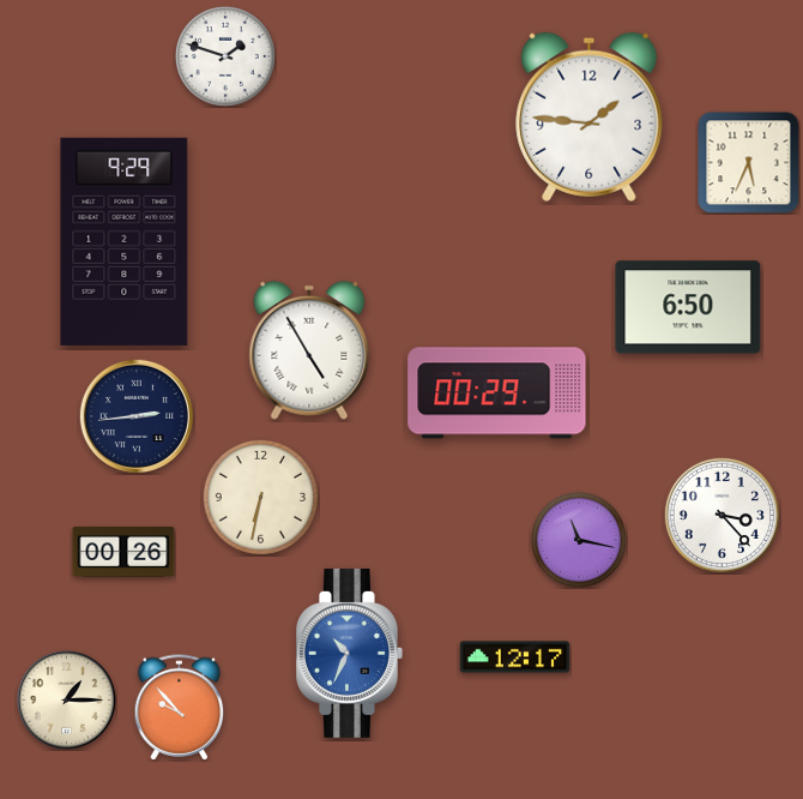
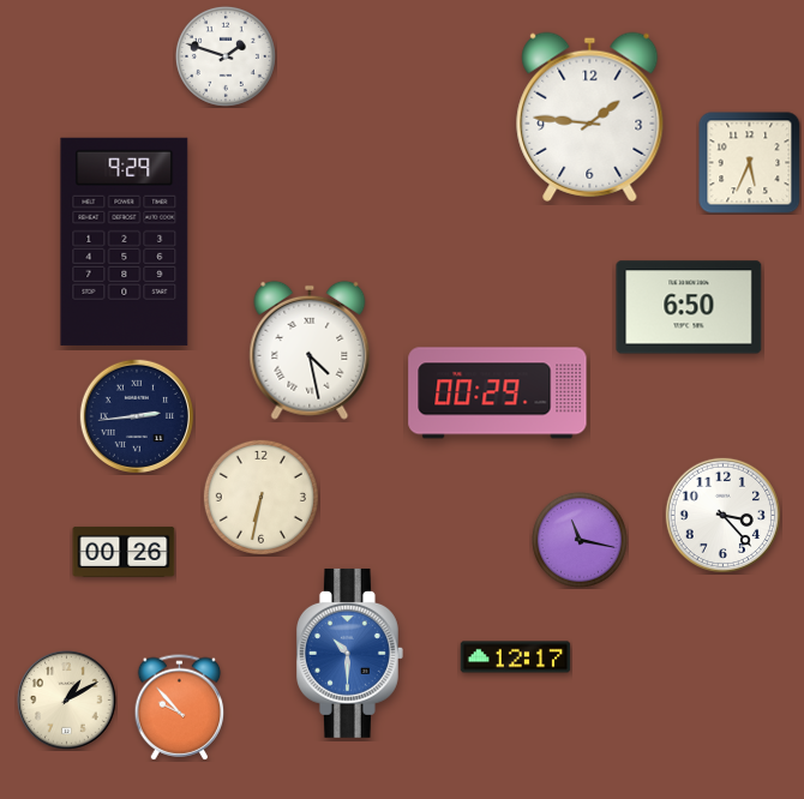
clock at (309, 350): 4:55 -> 4:28
clock at (350, 653): 10:34 -> 10:30
clock at (67, 701): 1:15 -> 1:10
